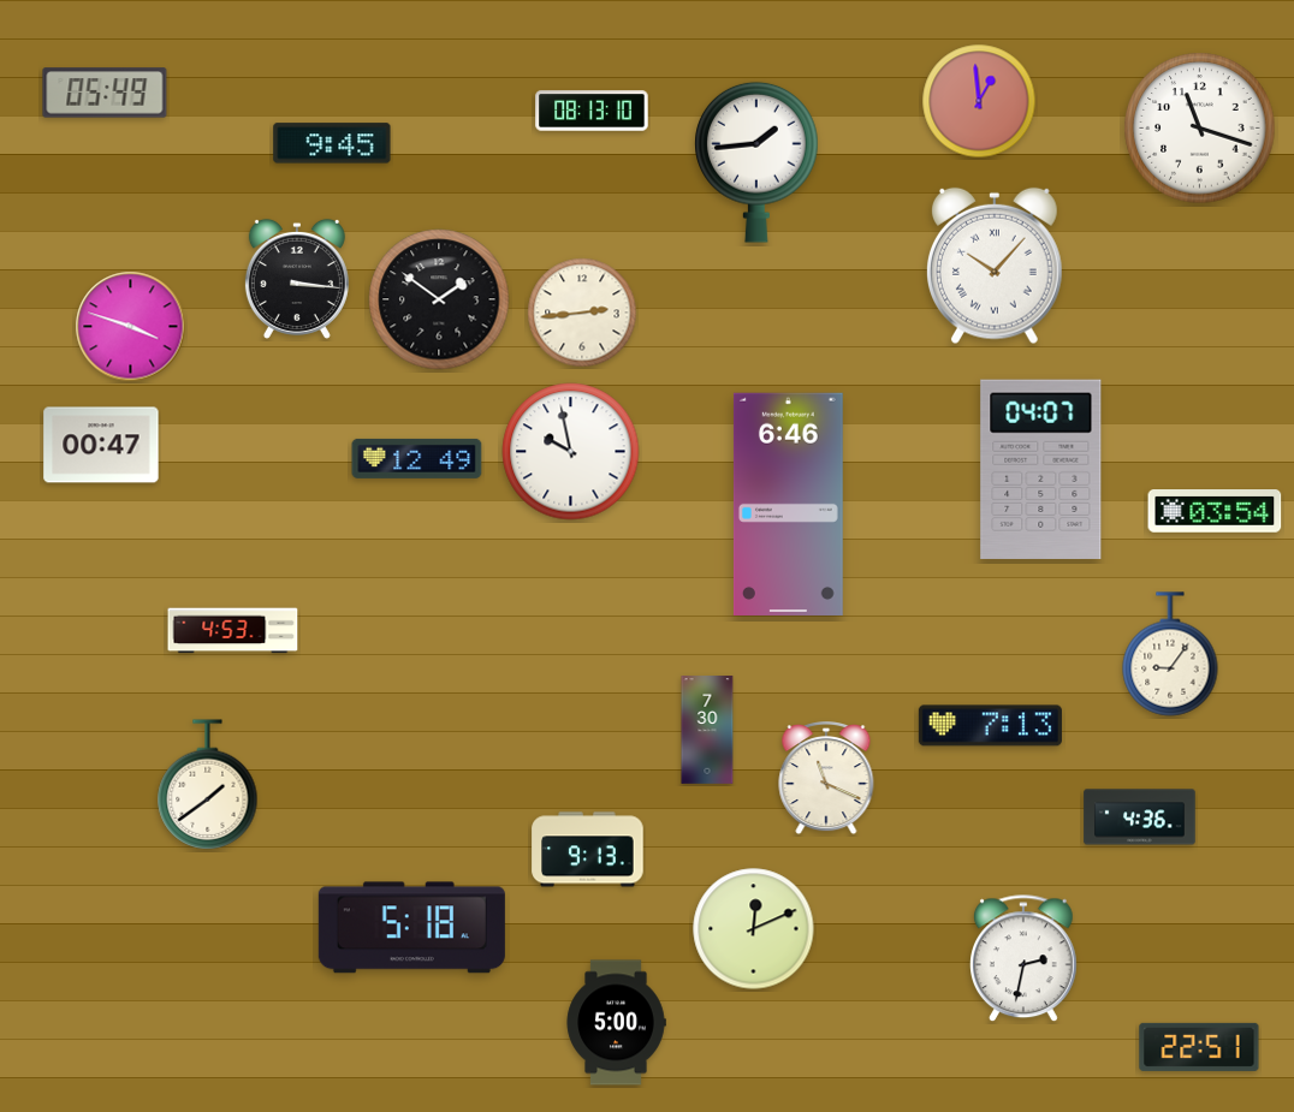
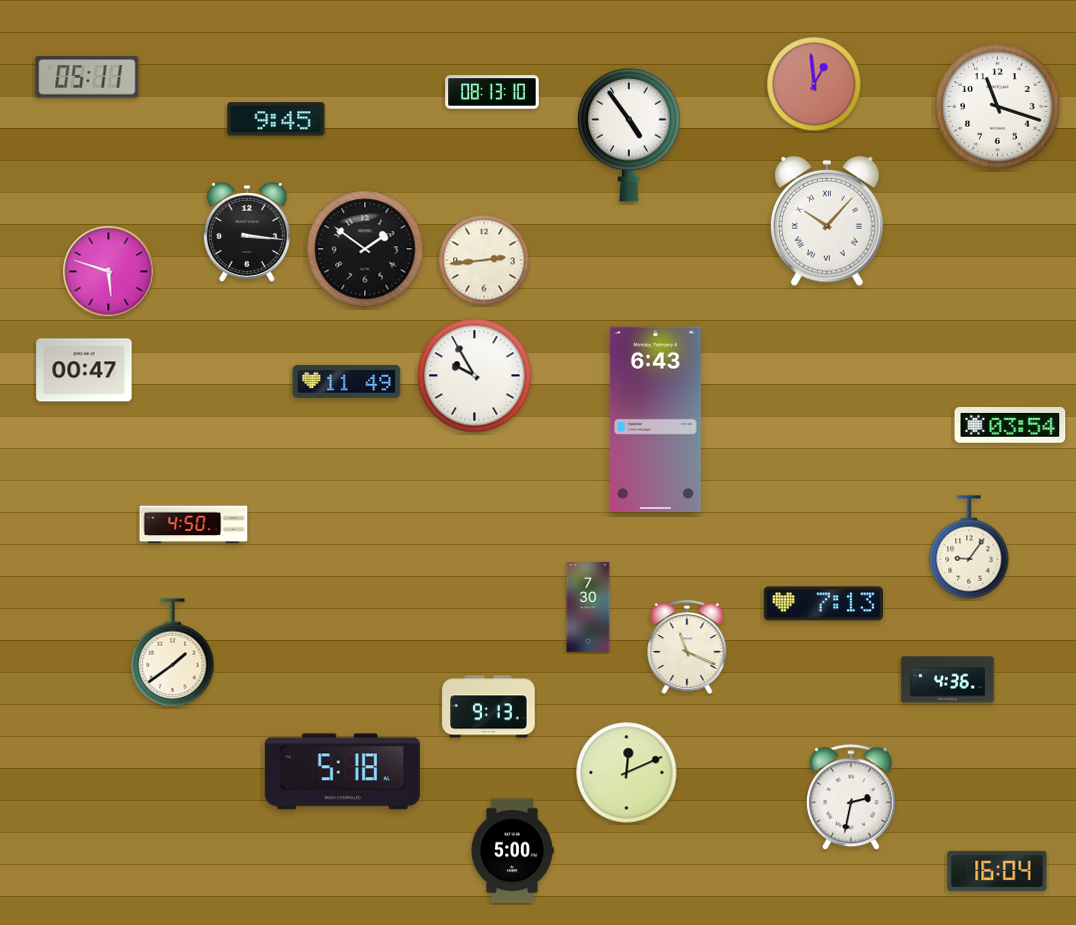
clock at (105, 93): 05:49 -> 05:11
clock at (756, 162): 1:44 -> 4:54
clock at (131, 327): 3:48 -> 5:48
clock at (571, 452): 9:58 -> 9:55
clock at (417, 458): 12:49 -> 11:49
clock at (1041, 469): 04:07 -> none
clock at (788, 504): 6:46 -> 6:43
clock at (233, 631): 4:53 -> 4:50
clock at (1170, 654) position: (1170, 654) -> (969, 547)
clock at (1199, 1047): 22:51 -> 16:04
